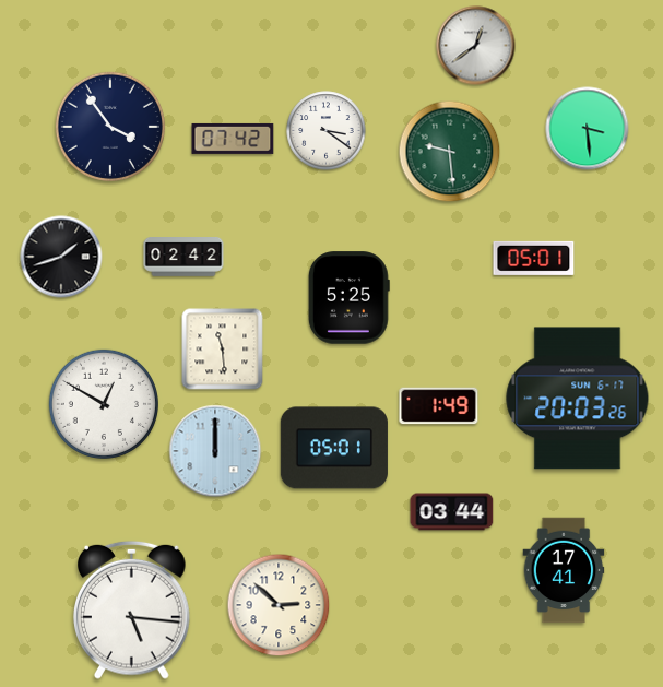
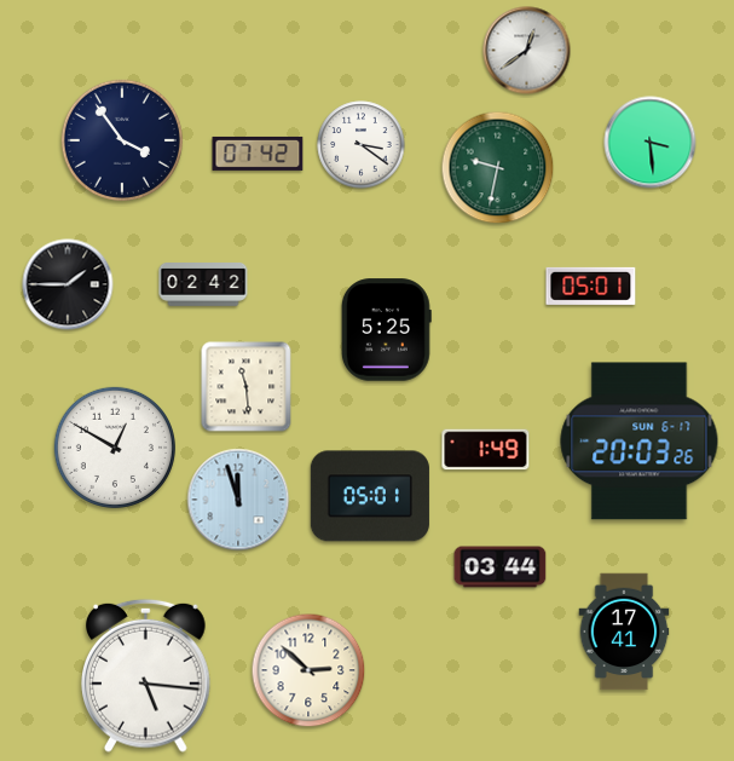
clock at (450, 152): 9:29 -> 9:32
clock at (61, 257): 1:42 -> 1:45
clock at (215, 451): 12:00 -> 11:57
